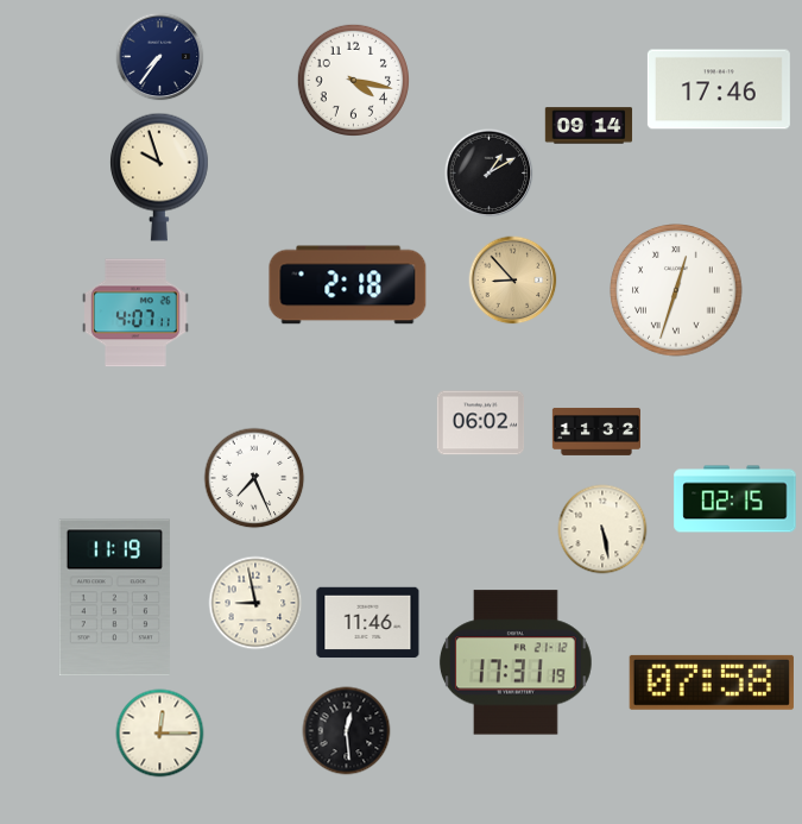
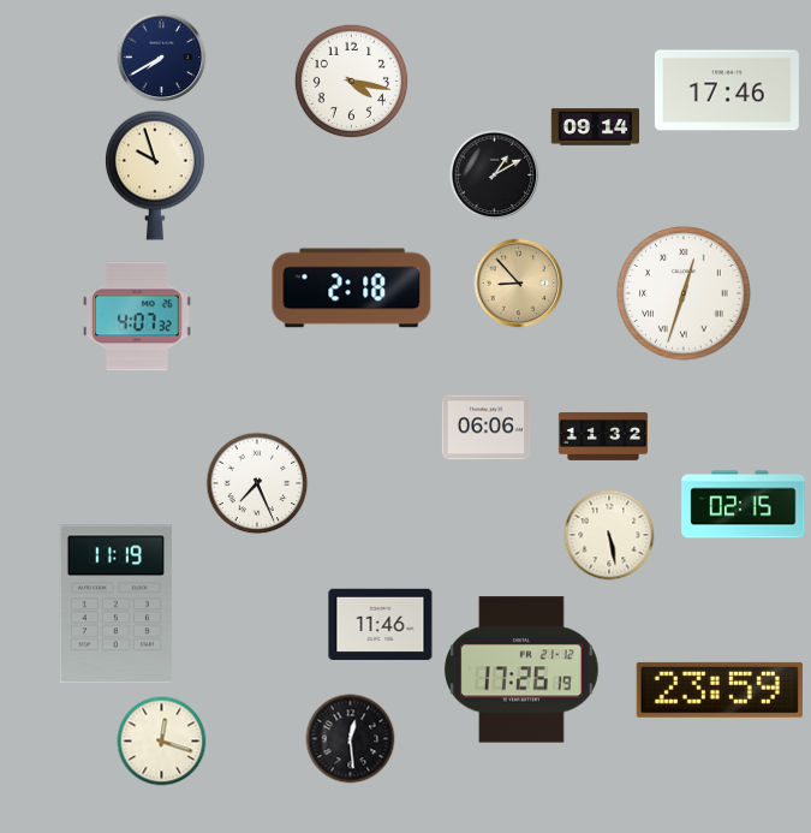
clock at (160, 57): 7:36 -> 7:40
clock at (353, 80) position: (353, 80) -> (351, 81)
clock at (159, 177) position: (159, 177) -> (155, 175)
clock at (135, 313): 4:07:11 -> 4:07:32
clock at (481, 423): 06:02 -> 06:06
clock at (255, 603): 8:58 -> none
clock at (368, 623) position: (368, 623) -> (381, 625)
clock at (516, 662): 17:31 -> 17:26
clock at (712, 683): 07:58 -> 23:59
clock at (160, 734): 12:15 -> 12:18
